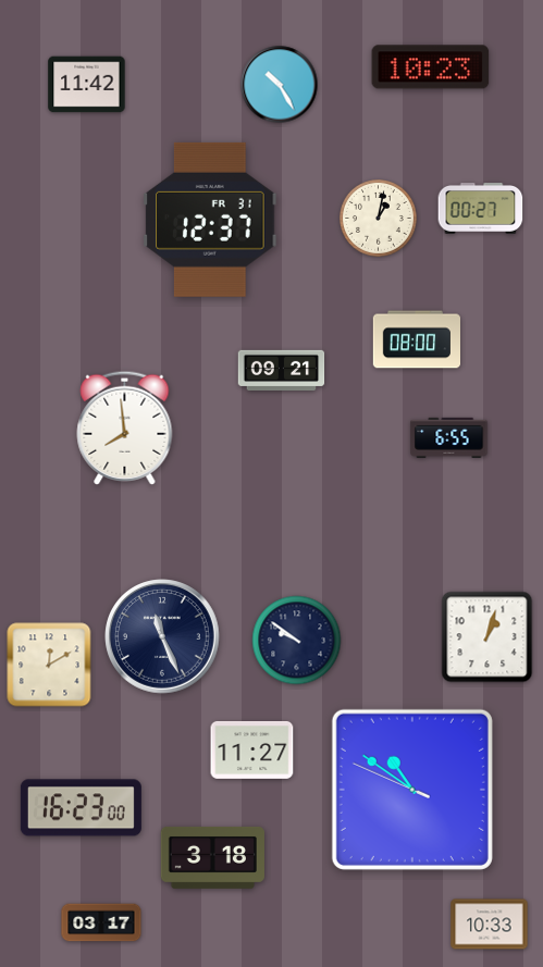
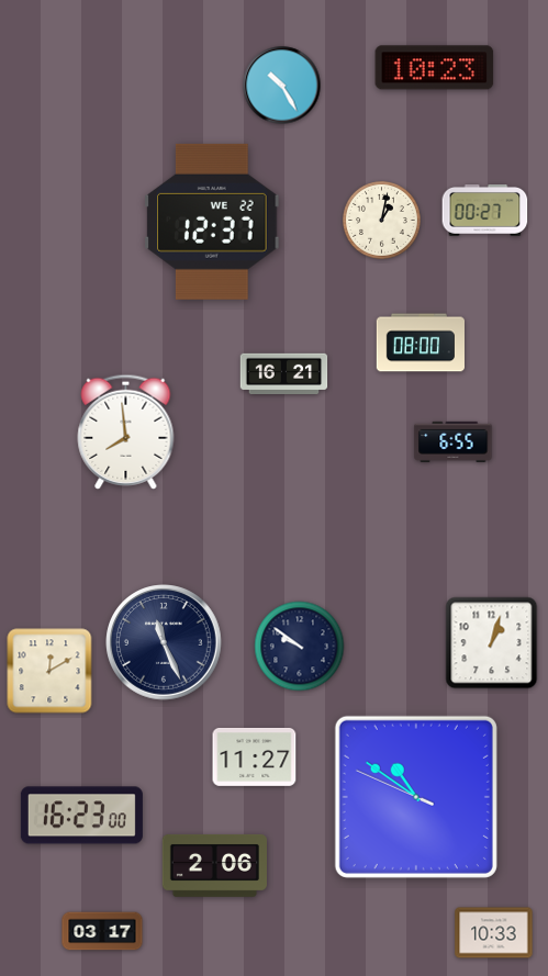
clock at (87, 85): 11:42 -> none
clock at (210, 220) date: FR 31 -> WE 22
clock at (282, 370): 09:21 -> 16:21
clock at (212, 857): 3:18 -> 2:06
